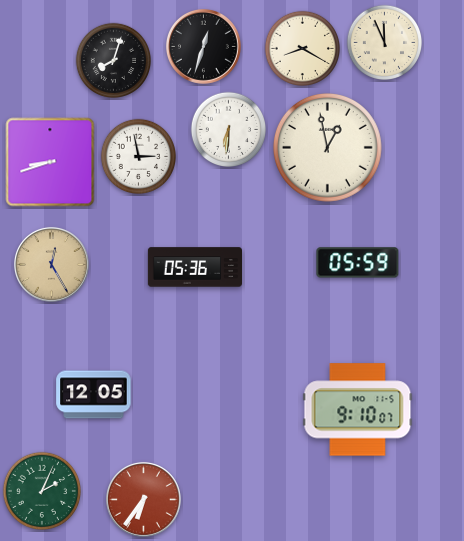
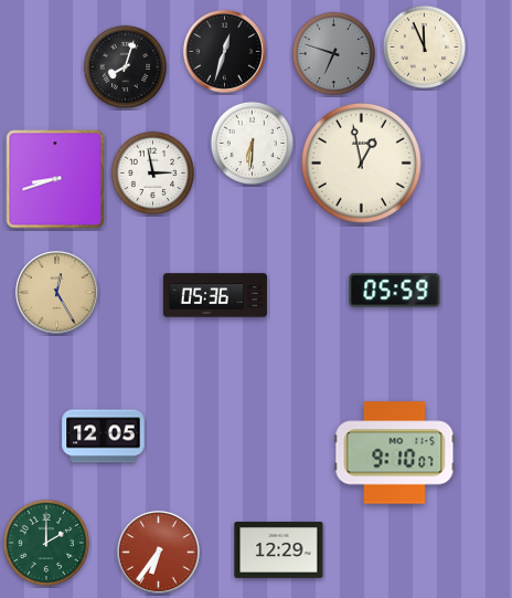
clock at (303, 49): 8:20 -> 6:48
clock at (303, 49) dial: cream -> grey
clock at (41, 490): 2:04 -> 2:00
clock at (279, 549): none -> 12:29
